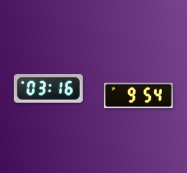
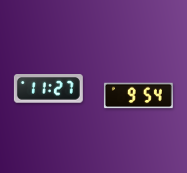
clock at (48, 89): 03:16 -> 11:27
